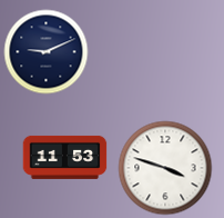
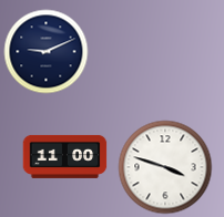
clock at (65, 157): 11:53 -> 11:00
